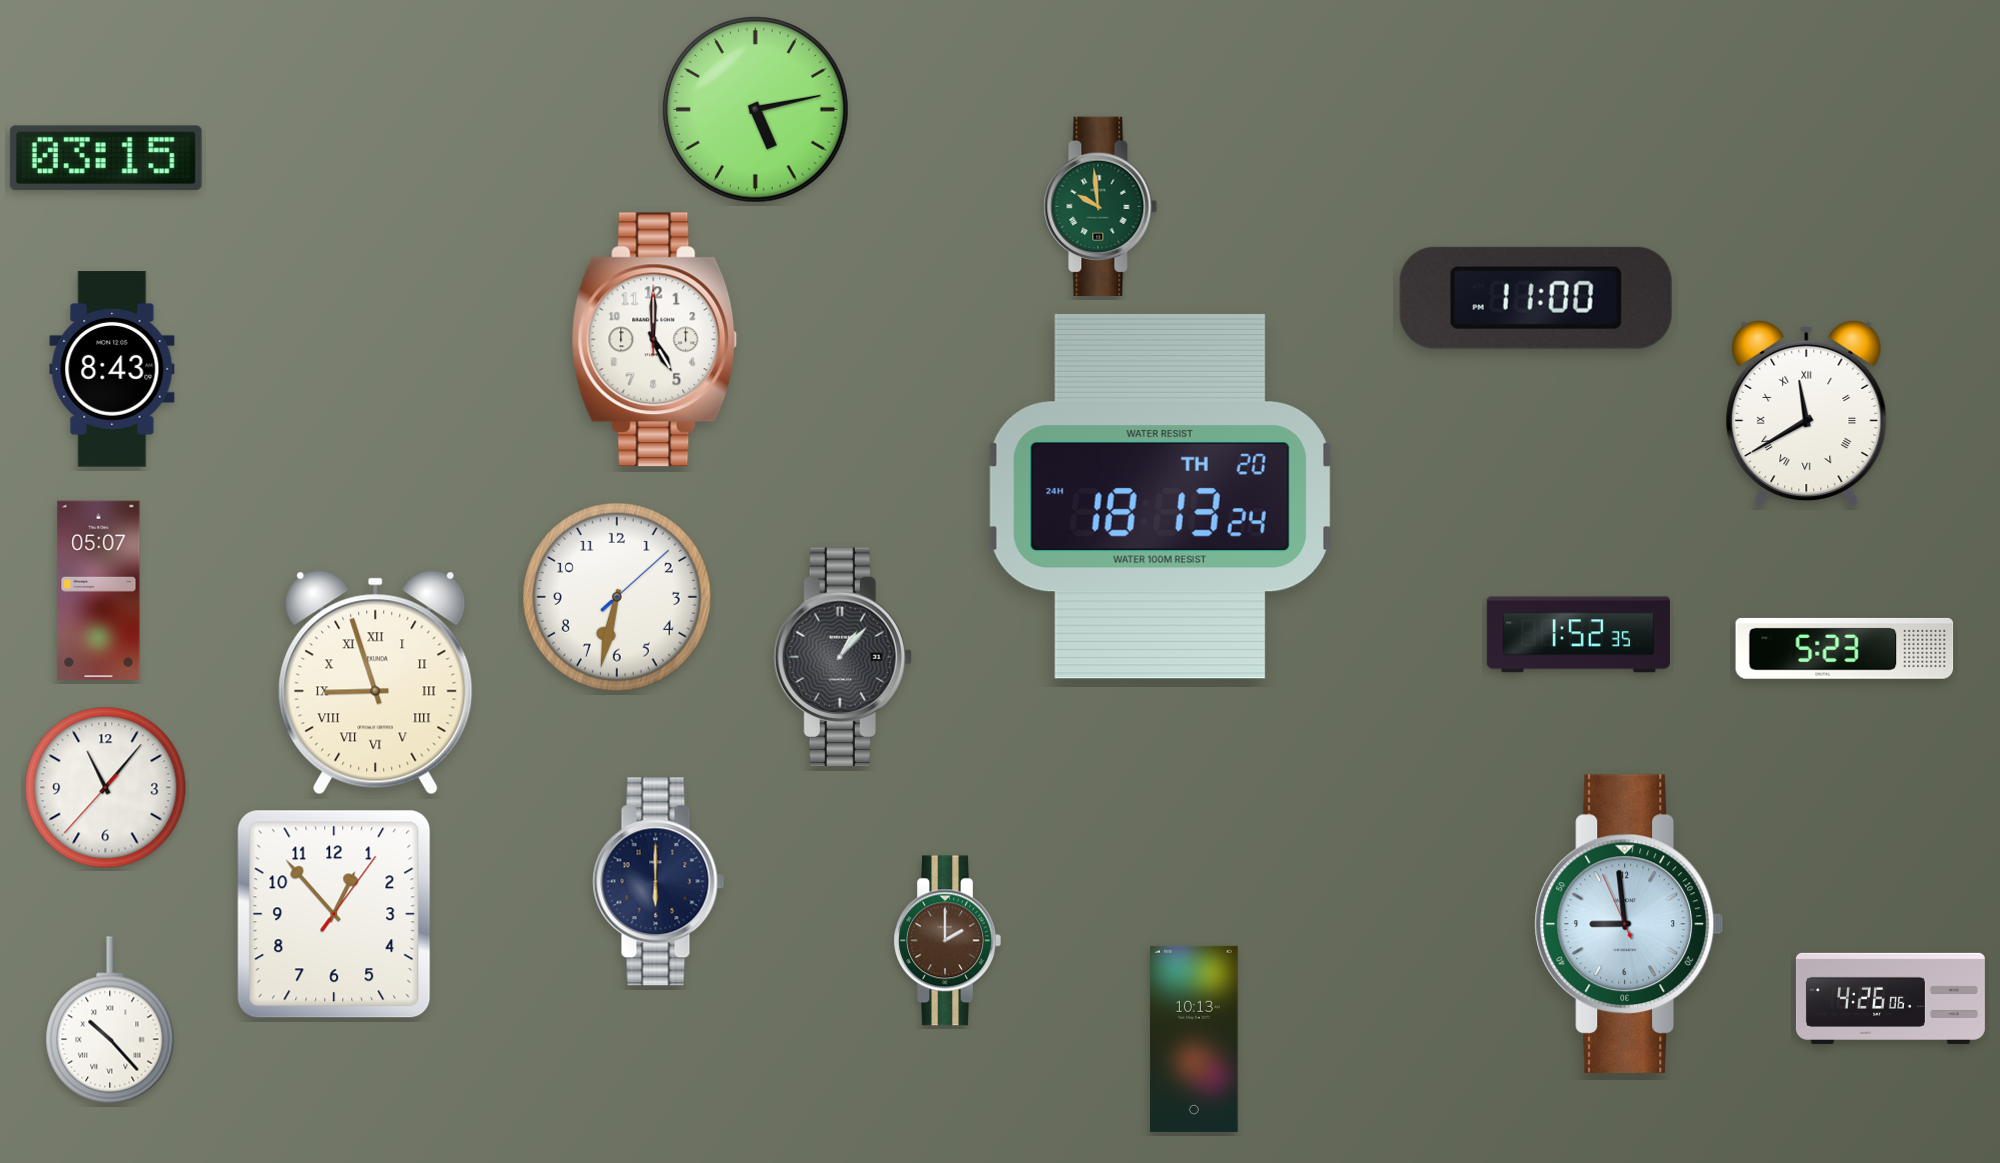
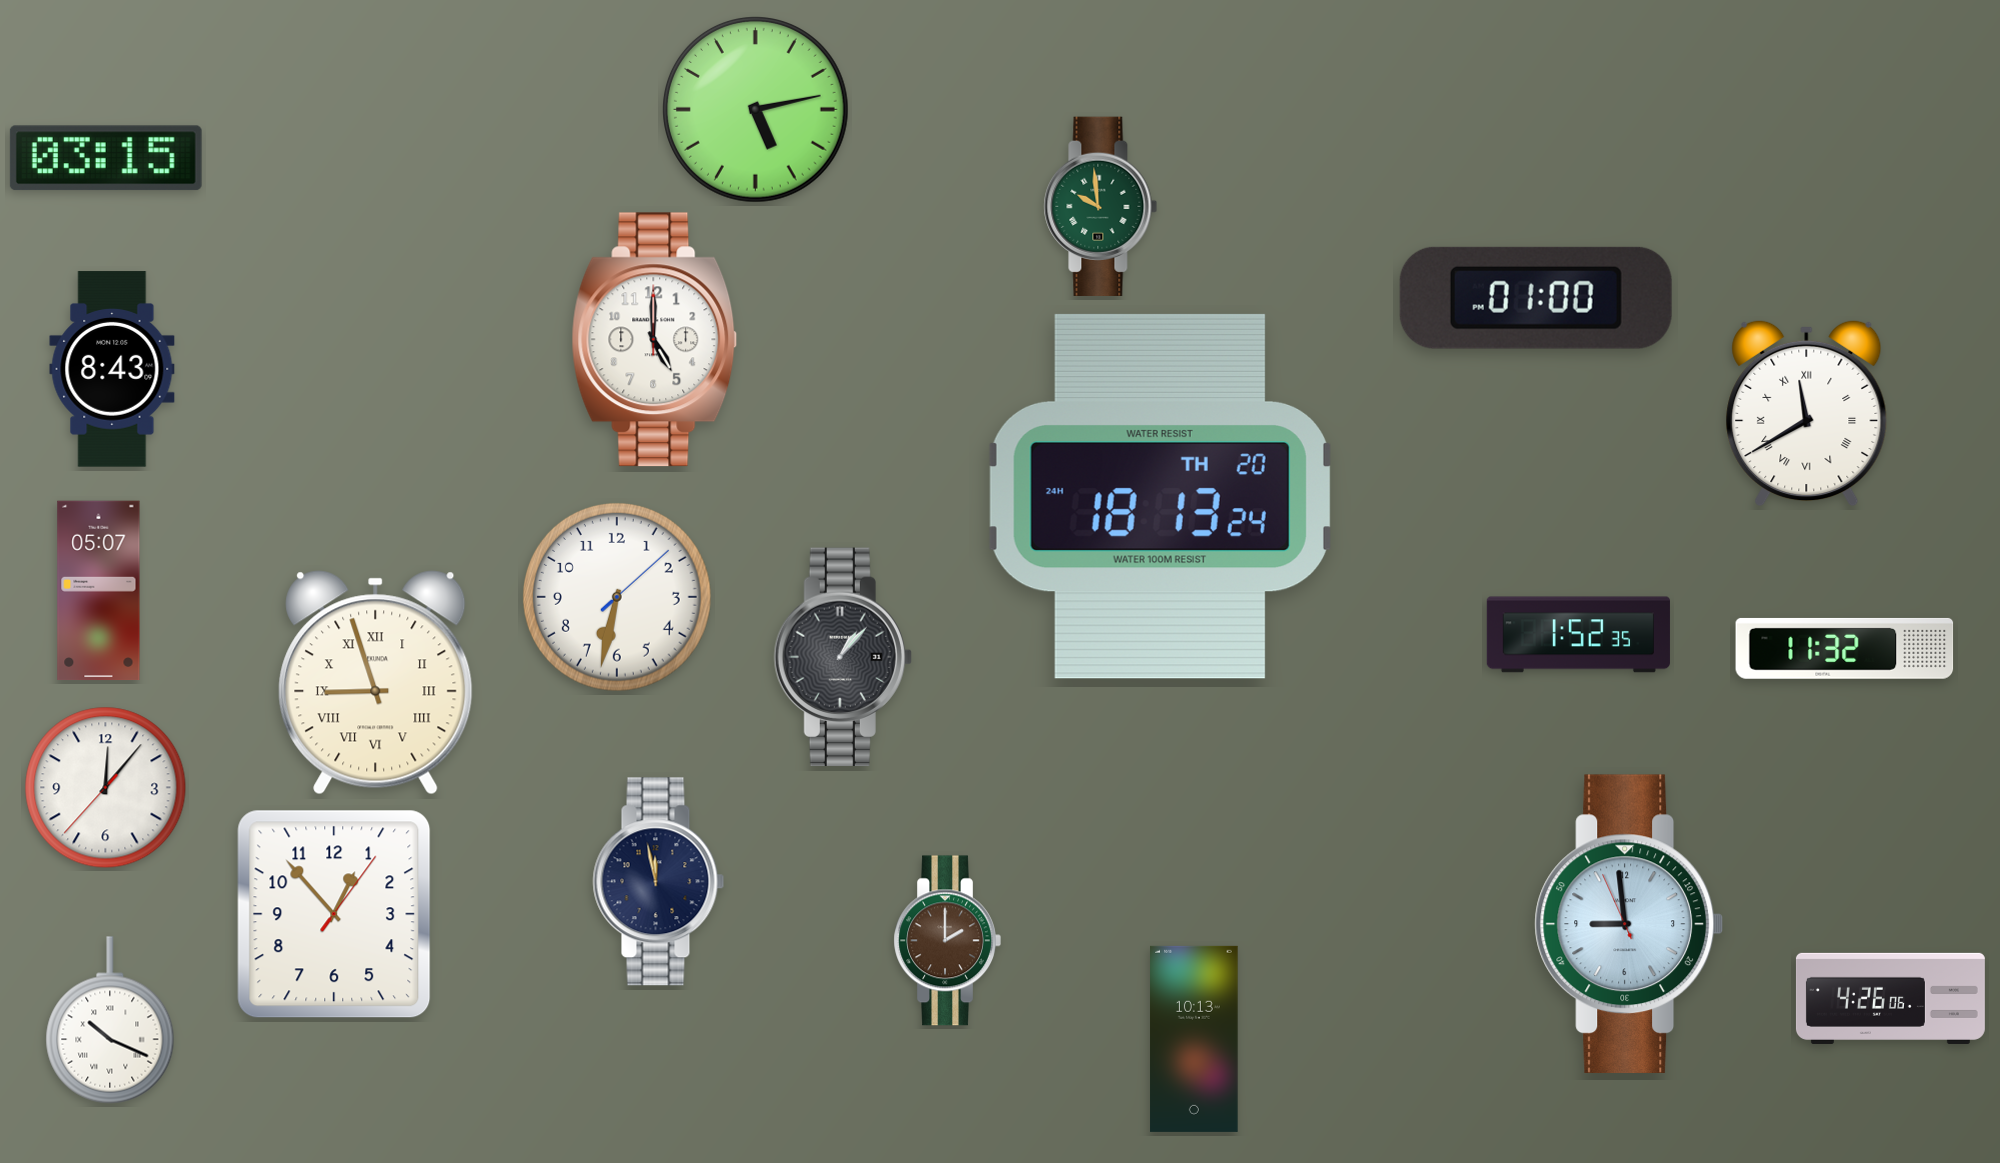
clock at (1536, 298): 11:00 -> 01:00
clock at (1845, 648): 5:23 -> 11:32
clock at (106, 788): 11:06 -> 12:06
clock at (659, 882): 6:00 -> 11:58
clock at (110, 1020): 10:23 -> 10:19
